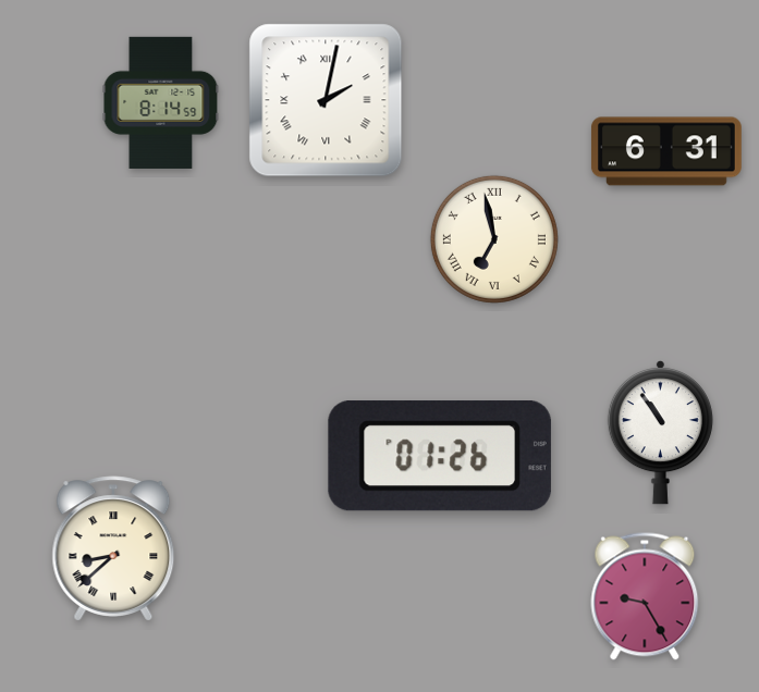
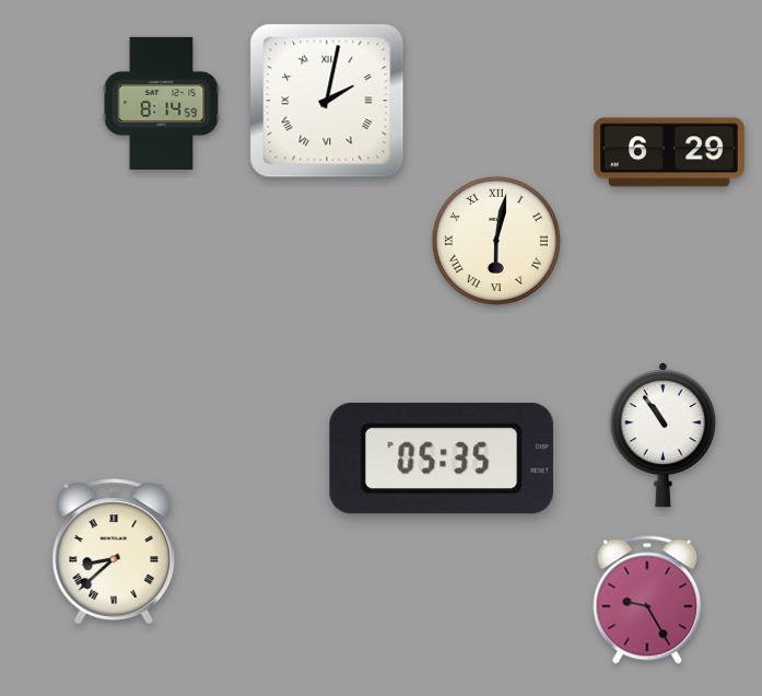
clock at (666, 151): 6:31 -> 6:29
clock at (494, 239): 6:58 -> 6:02
clock at (440, 456): 01:26 -> 05:35
